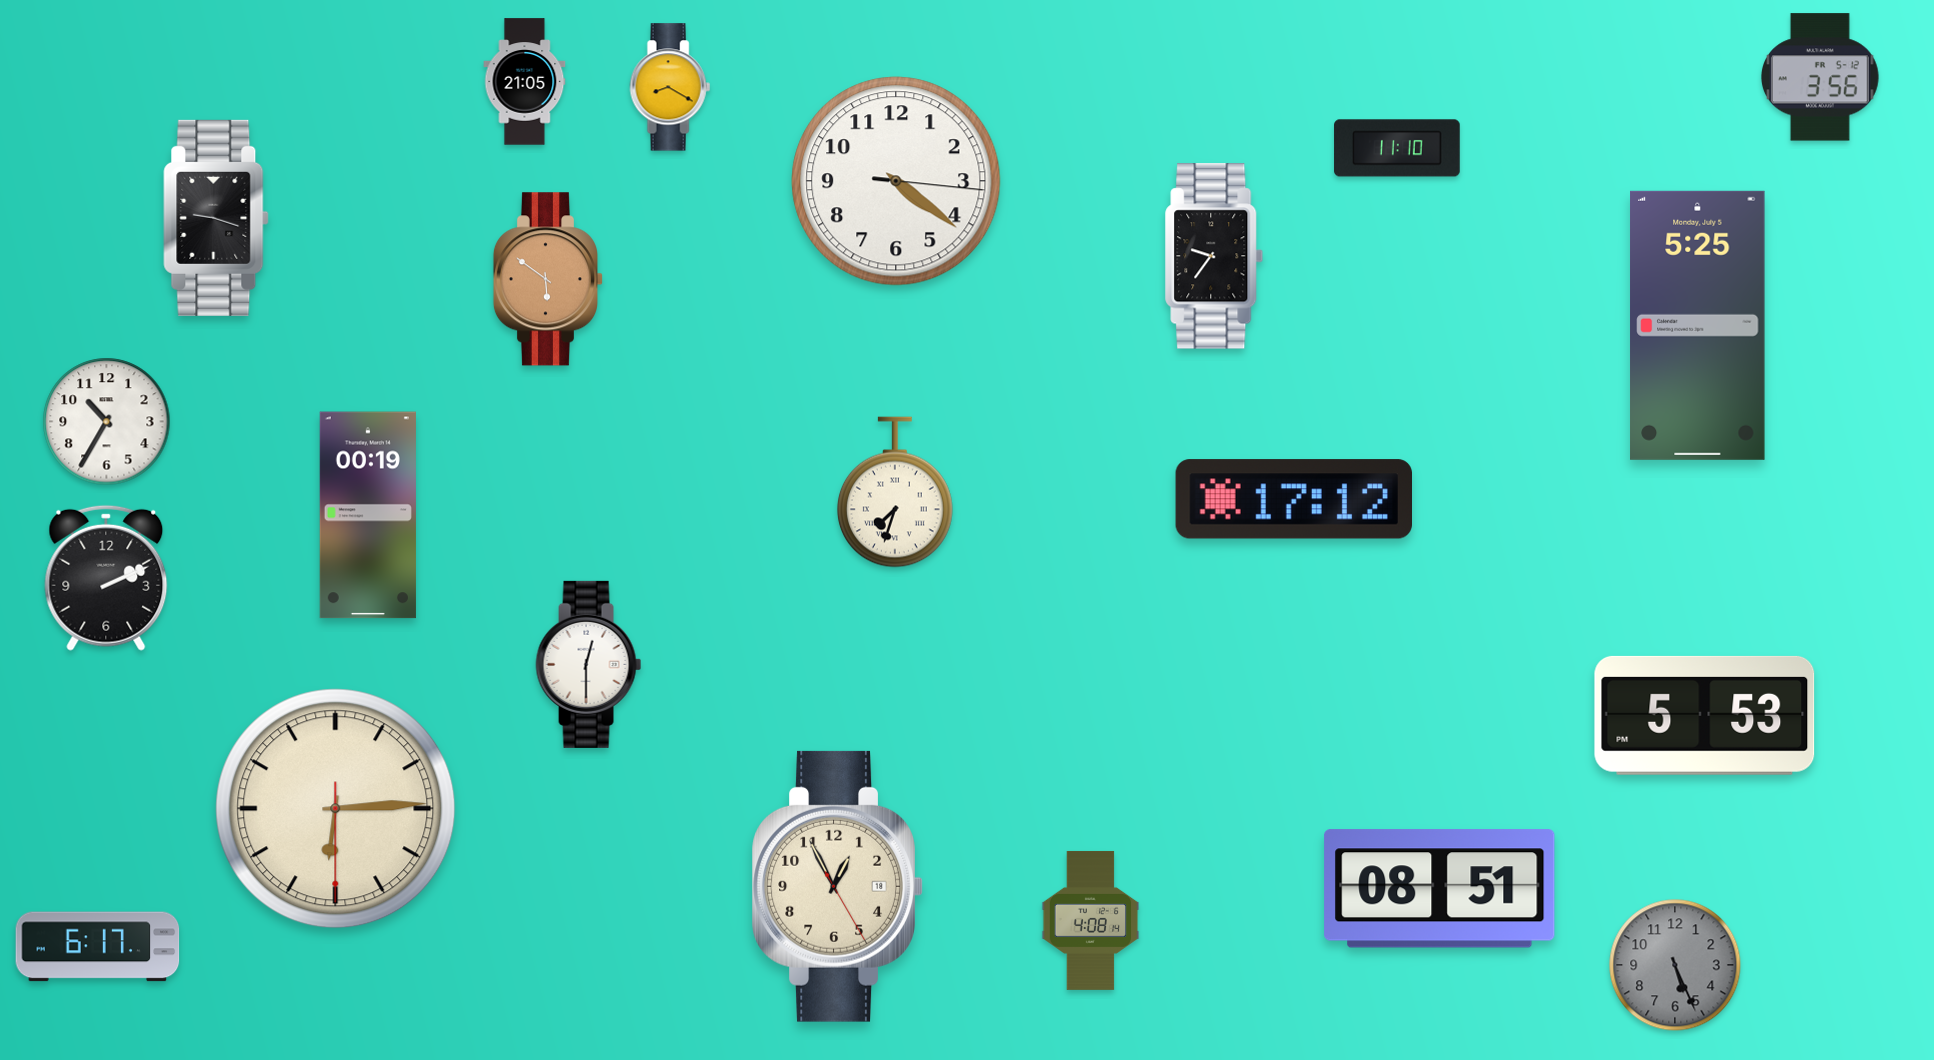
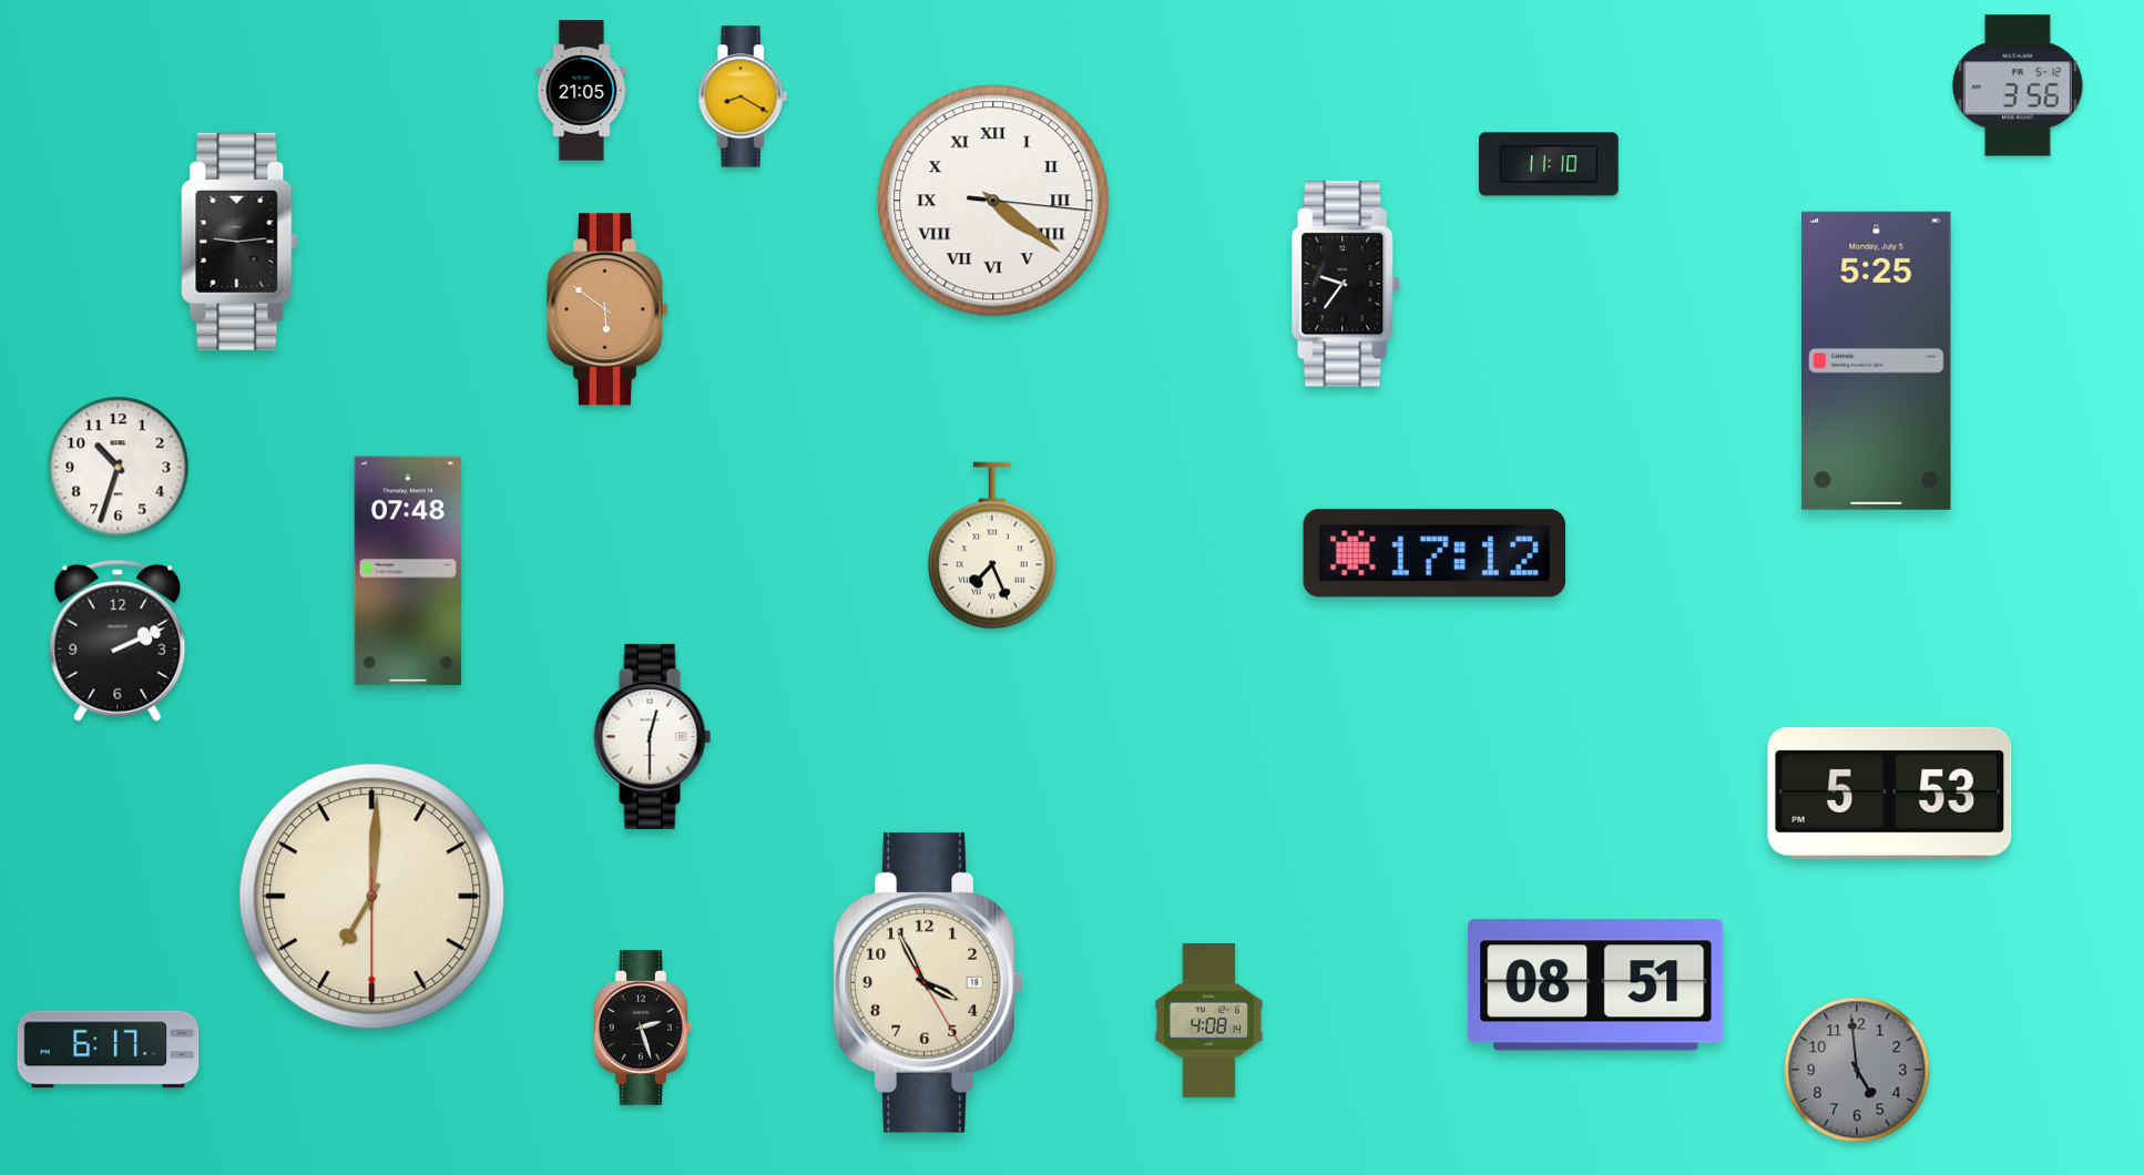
clock at (896, 181) numerals: Arabic -> Roman
clock at (216, 218): 9:18 -> 9:14
clock at (1698, 325) position: (1698, 325) -> (1877, 360)
clock at (107, 422): 10:35 -> 10:33
clock at (895, 492): 7:33 -> 7:26
clock at (368, 515): 00:19 -> 07:48
clock at (336, 809): 6:14 -> 7:00
clock at (837, 886): 12:55 -> 3:55
clock at (643, 1028): none -> 2:27
clock at (1675, 965): 5:26 -> 4:59
